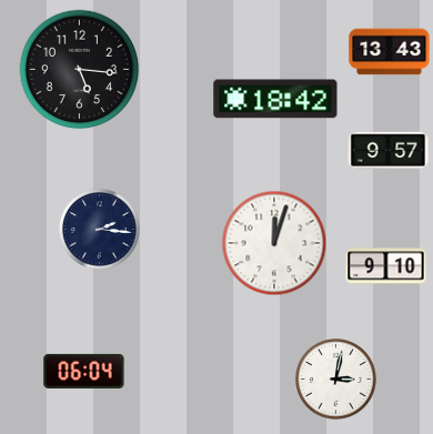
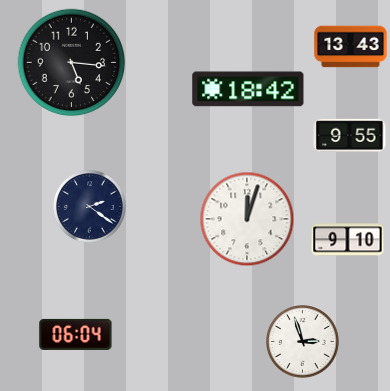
clock at (389, 151): 9:57 -> 9:55
clock at (100, 230): 2:16 -> 2:21
clock at (336, 380): 3:02 -> 2:57
